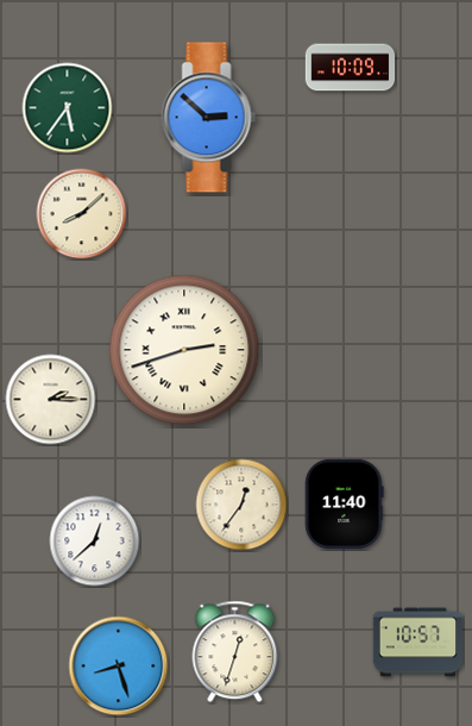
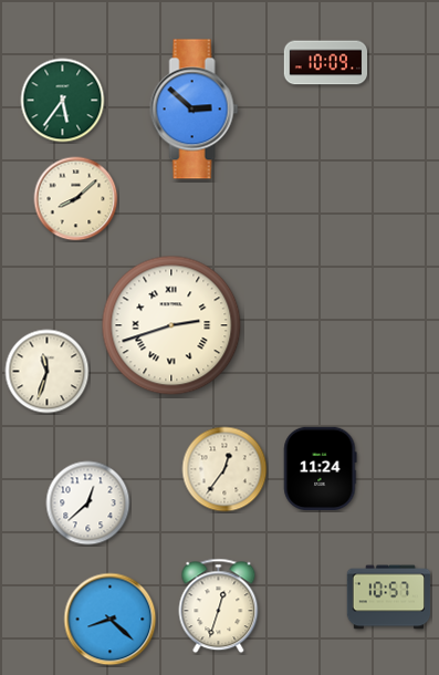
clock at (51, 400): 2:15 -> 11:33
clock at (345, 503): 11:40 -> 11:24
clock at (119, 666): 8:27 -> 8:22
